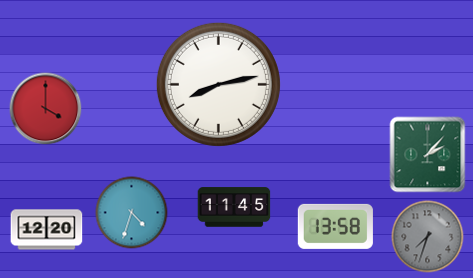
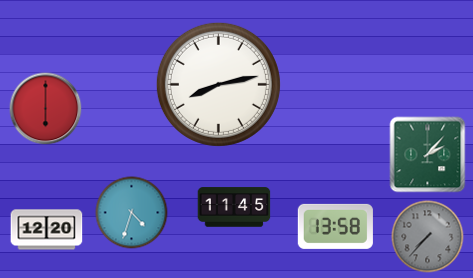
clock at (46, 109): 4:00 -> 6:00
clock at (428, 237): 7:33 -> 7:37
